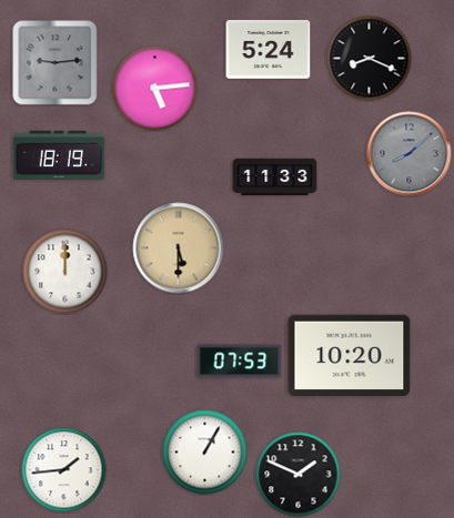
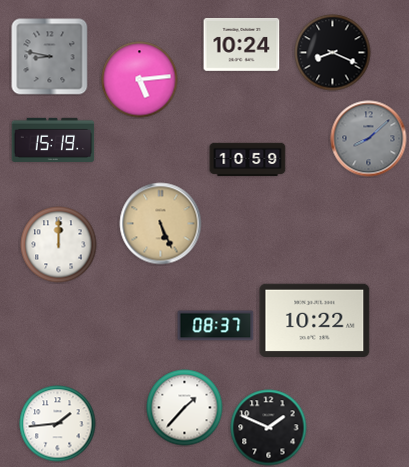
clock at (269, 49): 5:24 -> 10:24
clock at (56, 63): 9:14 -> 8:47
clock at (59, 155): 18:19 -> 15:19
clock at (275, 177): 11:33 -> 10:59
clock at (179, 248): 5:30 -> 5:26
clock at (350, 355): 10:20 -> 10:22
clock at (240, 362): 07:53 -> 08:37
clock at (205, 453): 1:05 -> 1:37
